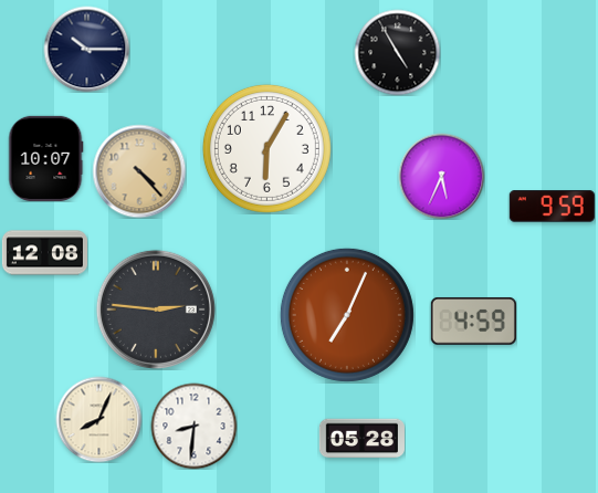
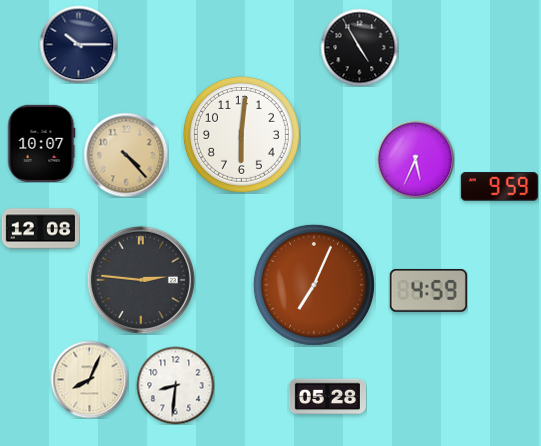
clock at (266, 148): 6:05 -> 6:01
clock at (441, 176) position: (441, 176) -> (415, 159)
